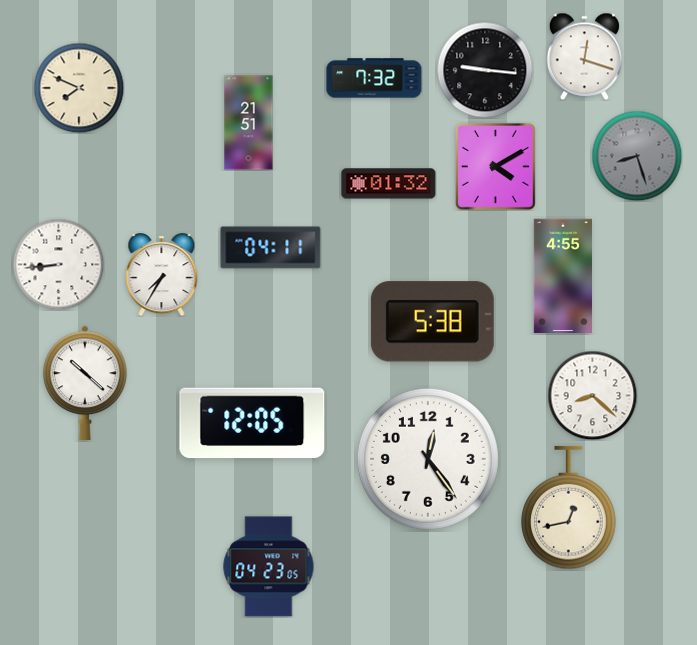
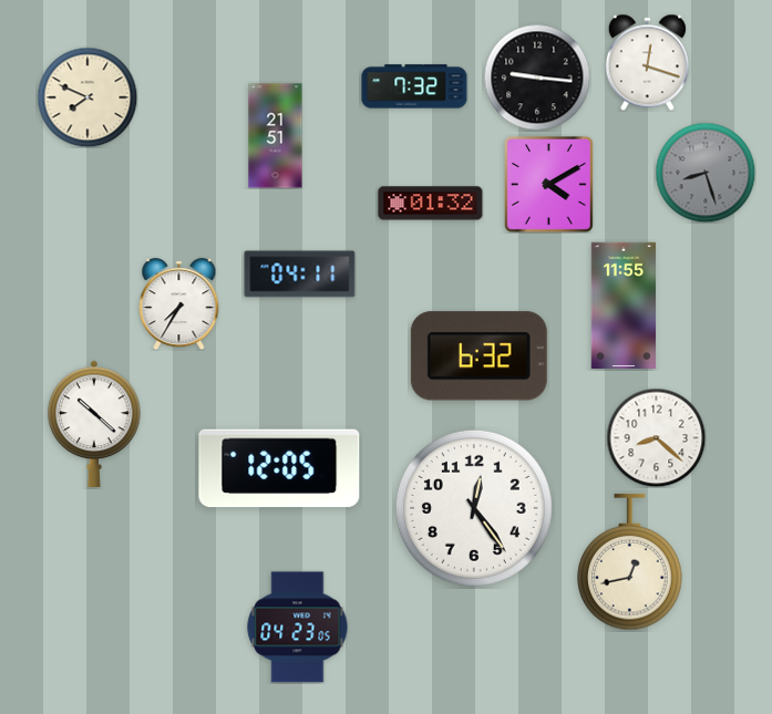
clock at (58, 264): 8:44 -> none
clock at (562, 275): 4:55 -> 11:55
clock at (432, 322): 5:38 -> 6:32
